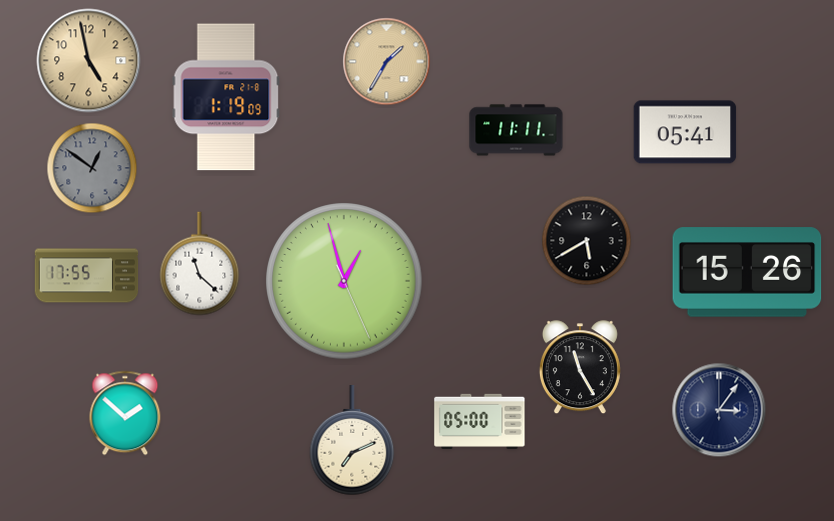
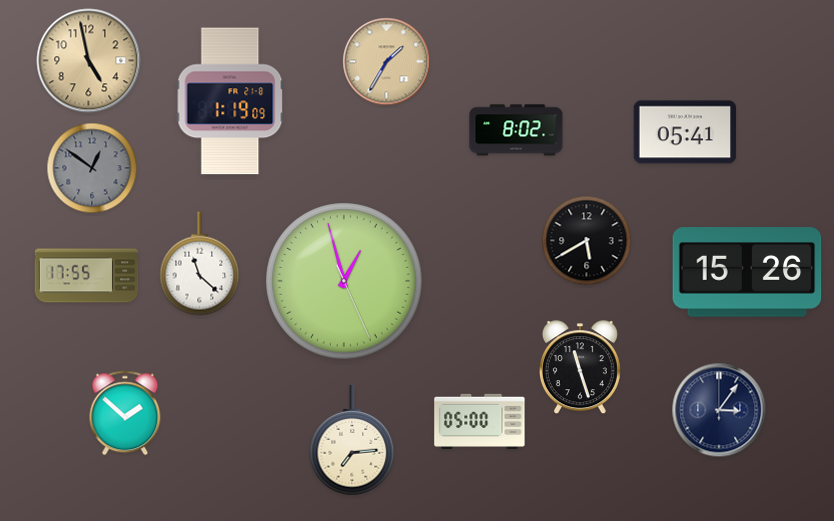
clock at (226, 97) position: (226, 97) -> (230, 101)
clock at (516, 130): 11:11 -> 8:02
clock at (580, 368): 11:25 -> 11:27
clock at (352, 441): 7:11 -> 7:14
